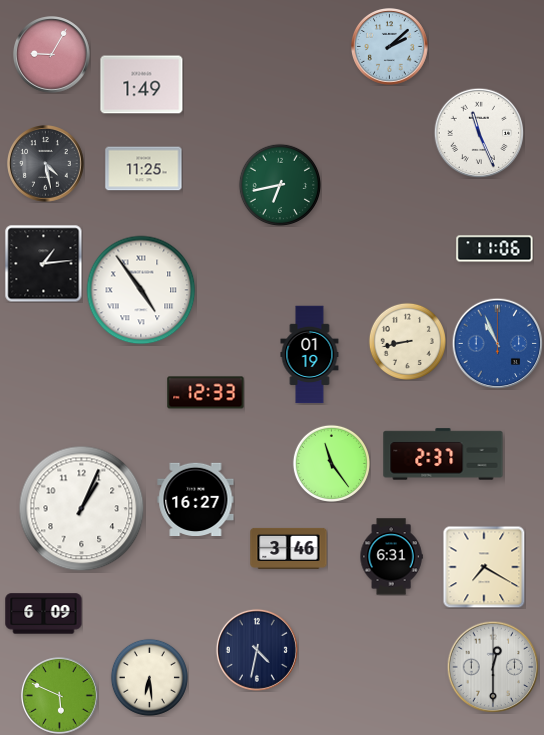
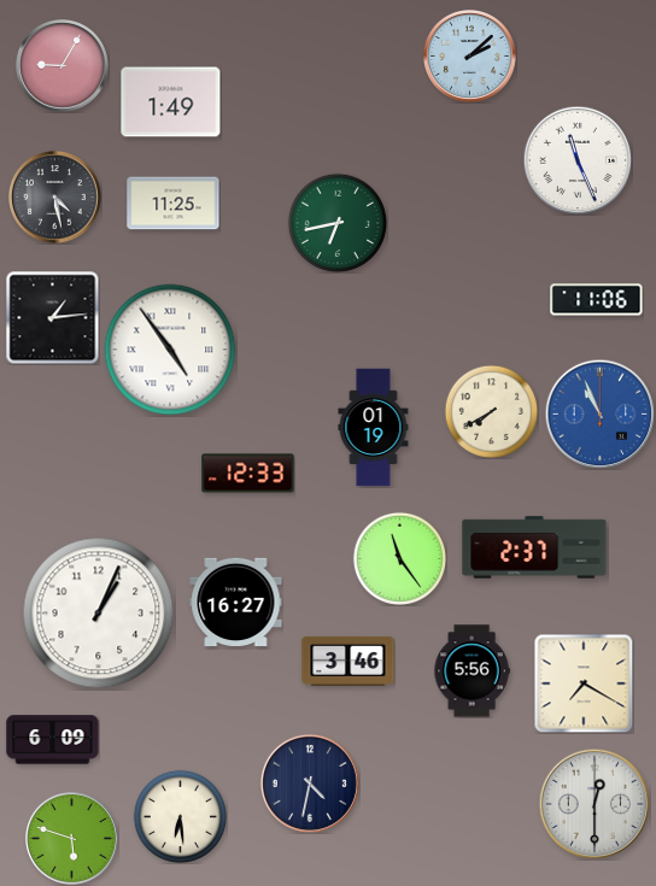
clock at (407, 341): 8:43 -> 7:40
clock at (391, 557): 6:31 -> 5:56
clock at (60, 696): 5:49 -> 5:48
